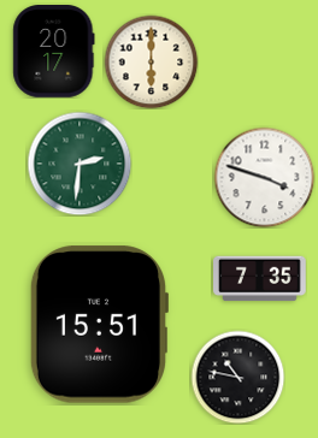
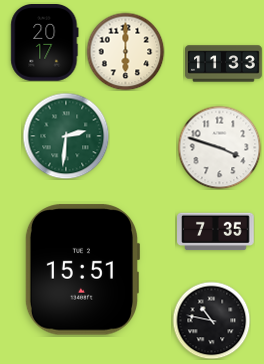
clock at (224, 64): none -> 11:33
clock at (237, 377) position: (237, 377) -> (211, 320)
